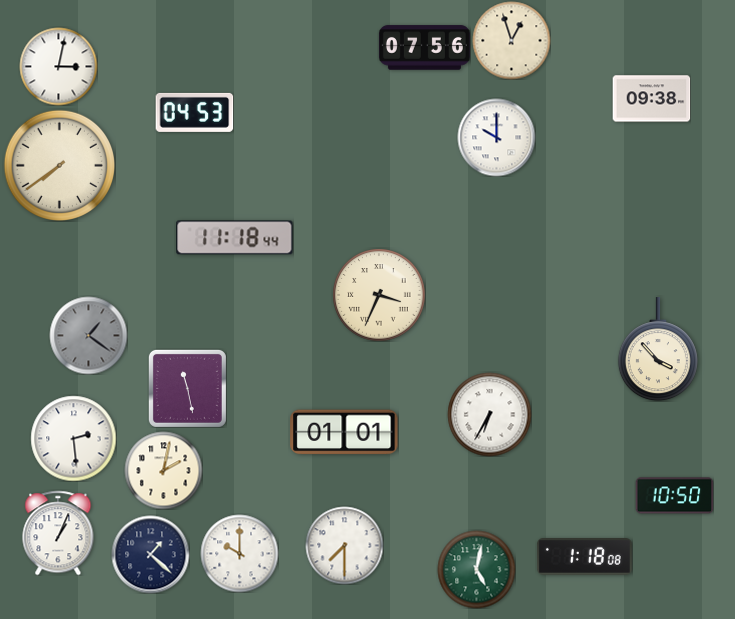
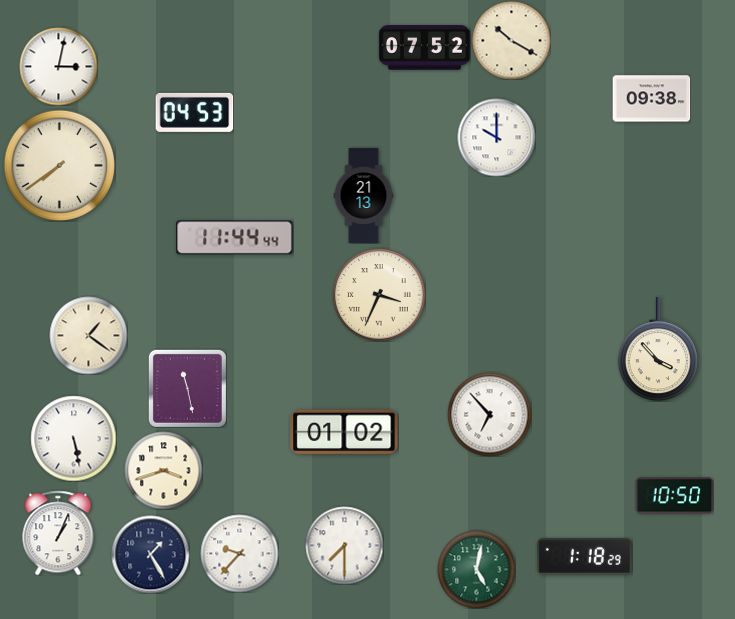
clock at (511, 40): 12:57 -> 10:20
clock at (424, 48): 07:56 -> 07:52
clock at (364, 196): none -> 21:13
clock at (235, 238): 11:18 -> 11:44
clock at (88, 335) dial: grey -> cream
clock at (489, 414): 6:35 -> 6:53
clock at (344, 432): 01:01 -> 01:02
clock at (73, 438): 2:29 -> 5:28
clock at (163, 470): 2:02 -> 3:42
clock at (239, 553): 10:00 -> 9:37
clock at (150, 554): 1:22 -> 1:25
clock at (584, 557): 1:18:08 -> 1:18:29
